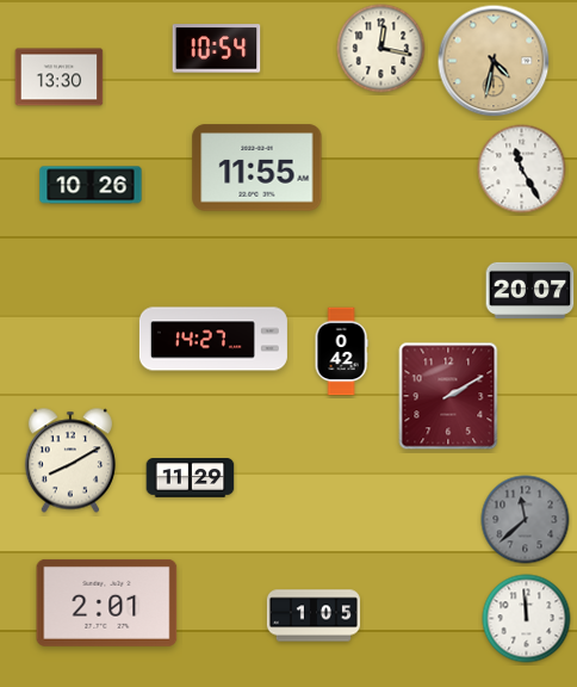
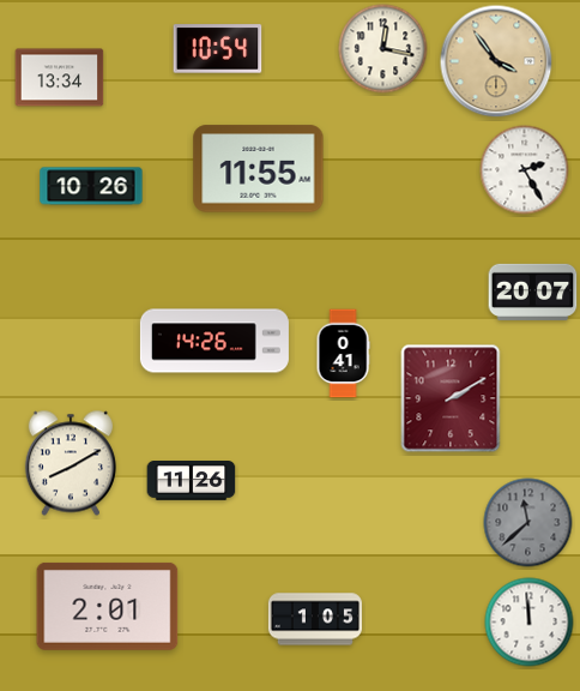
clock at (494, 61): 4:32 -> 3:54
clock at (60, 78): 13:30 -> 13:34
clock at (522, 169): 11:25 -> 2:25
clock at (213, 339): 14:27 -> 14:26
clock at (341, 352): 0:42 -> 0:41
clock at (191, 478): 11:29 -> 11:26
